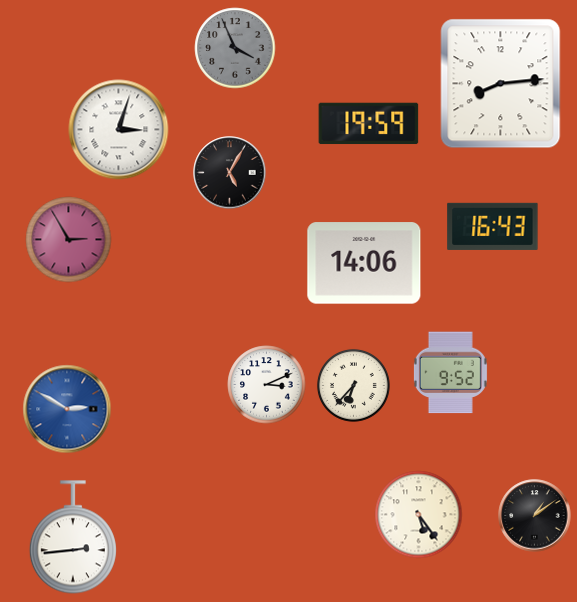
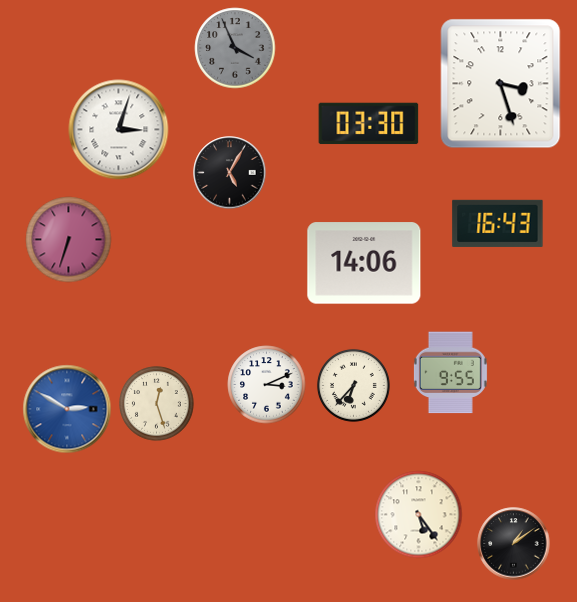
clock at (501, 84): 8:14 -> 3:27
clock at (369, 124): 19:59 -> 03:30
clock at (493, 226) position: (493, 226) -> (498, 223)
clock at (69, 240): 2:55 -> 6:33
clock at (450, 373): 9:52 -> 9:55
clock at (157, 404): none -> 12:27
clock at (535, 516) position: (535, 516) -> (514, 544)
clock at (73, 537): 2:44 -> none
